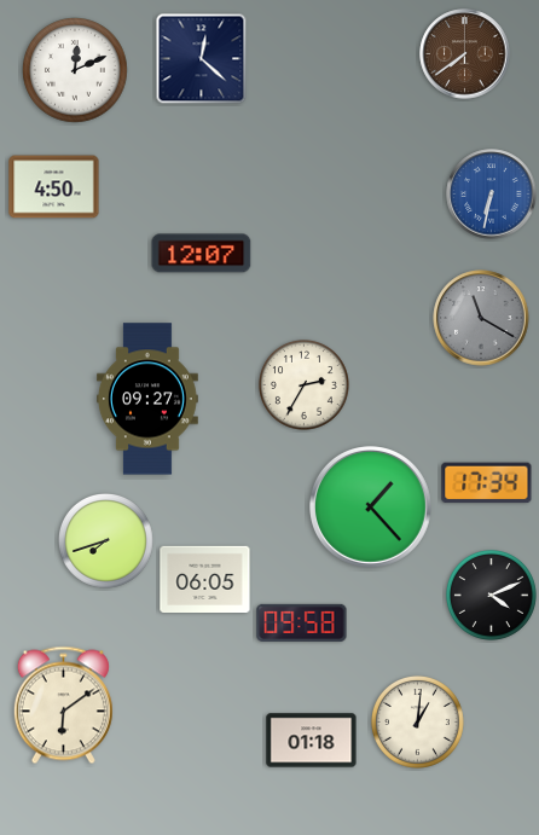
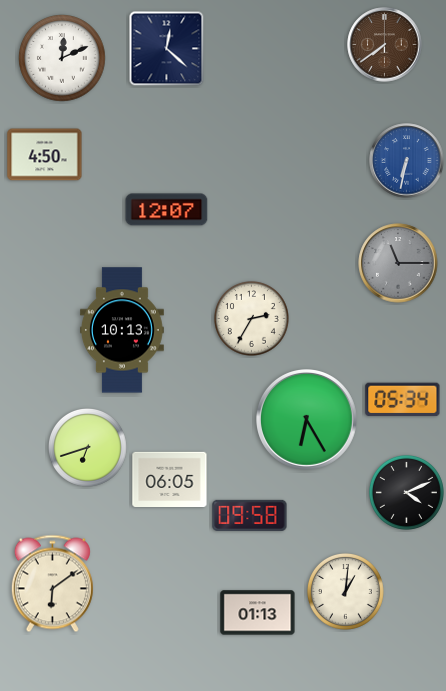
clock at (481, 318): 11:20 -> 11:15
clock at (147, 399): 09:27 -> 10:13
clock at (487, 483): 17:34 -> 05:34
clock at (371, 508): 1:23 -> 6:25
clock at (106, 541): 7:42 -> 6:42
clock at (417, 721) position: (417, 721) -> (345, 591)
clock at (312, 741): 01:18 -> 01:13
